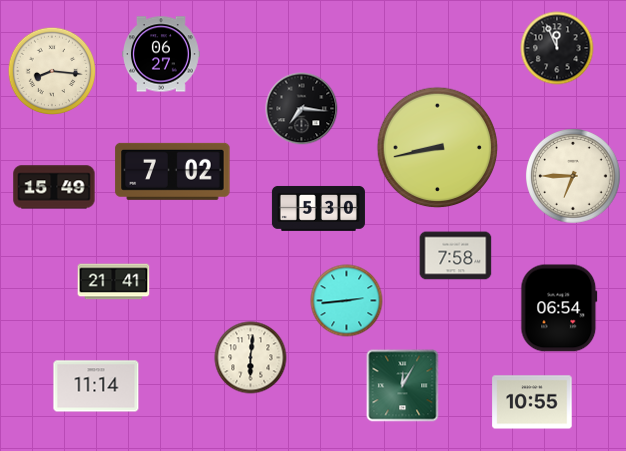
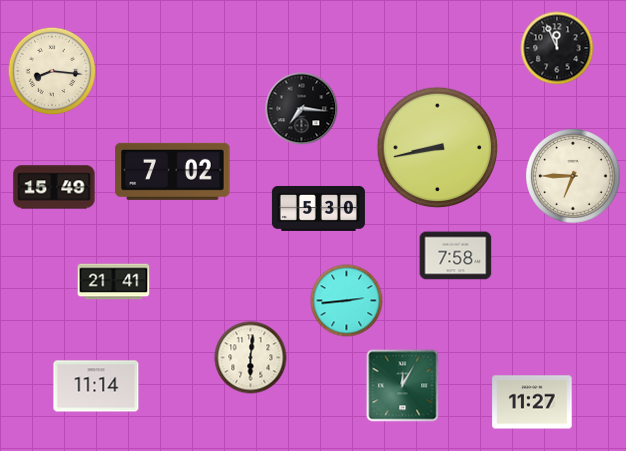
clock at (162, 54): 06:27 -> none
clock at (559, 308): 06:54 -> none
clock at (532, 402): 10:55 -> 11:27
